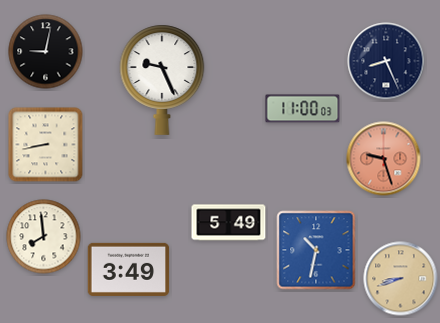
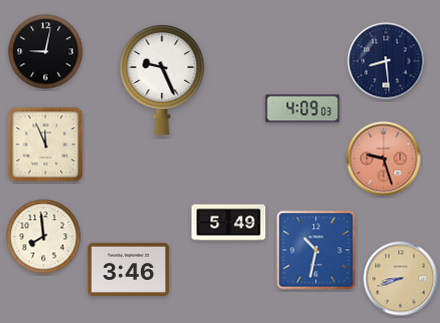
clock at (386, 61): 8:26 -> 8:29
clock at (303, 109): 11:00 -> 4:09
clock at (46, 145): 8:43 -> 11:56
clock at (129, 269): 3:49 -> 3:46
